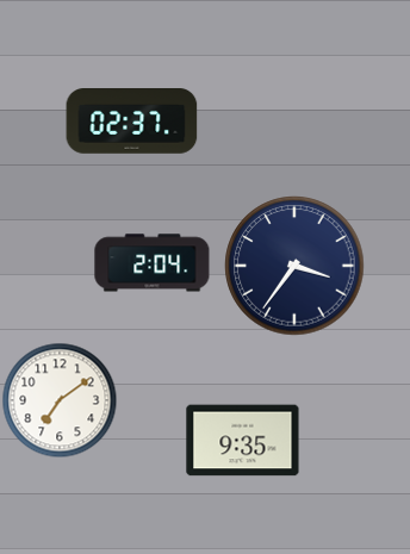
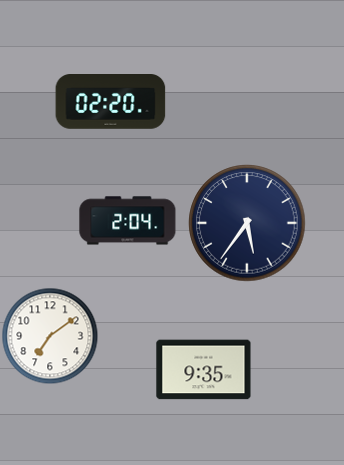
clock at (132, 122): 02:37 -> 02:20
clock at (294, 266): 3:36 -> 5:36
